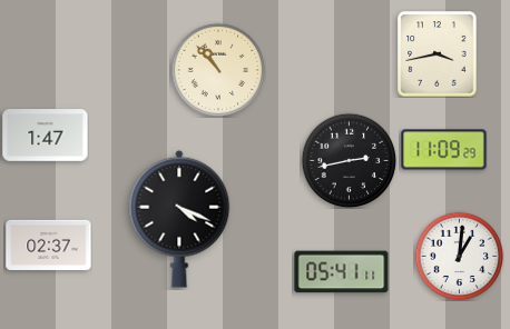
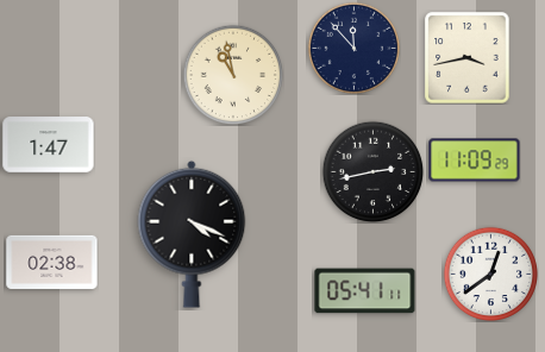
clock at (353, 48): none -> 11:53
clock at (218, 70): 10:53 -> 10:58
clock at (49, 245): 02:37 -> 02:38
clock at (459, 256): 1:01 -> 12:39
